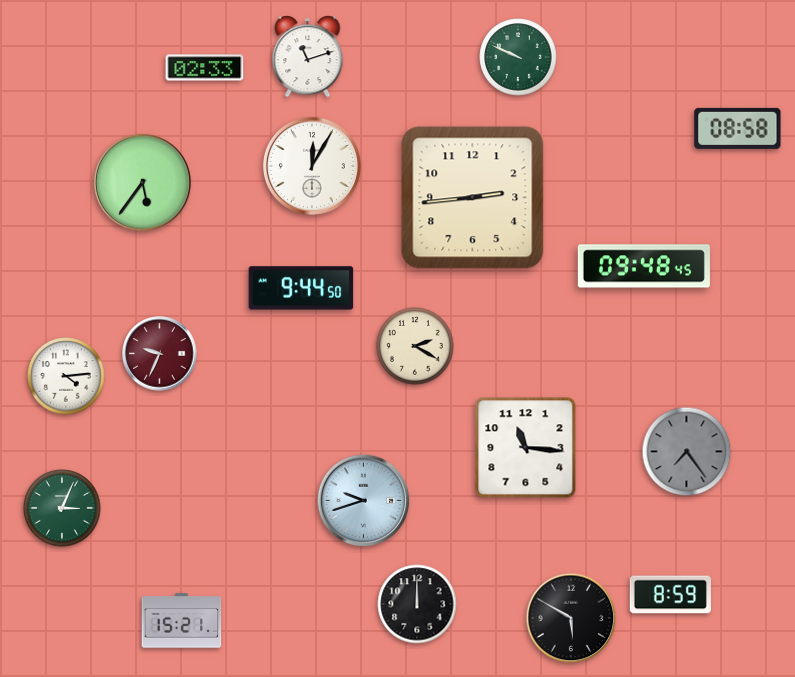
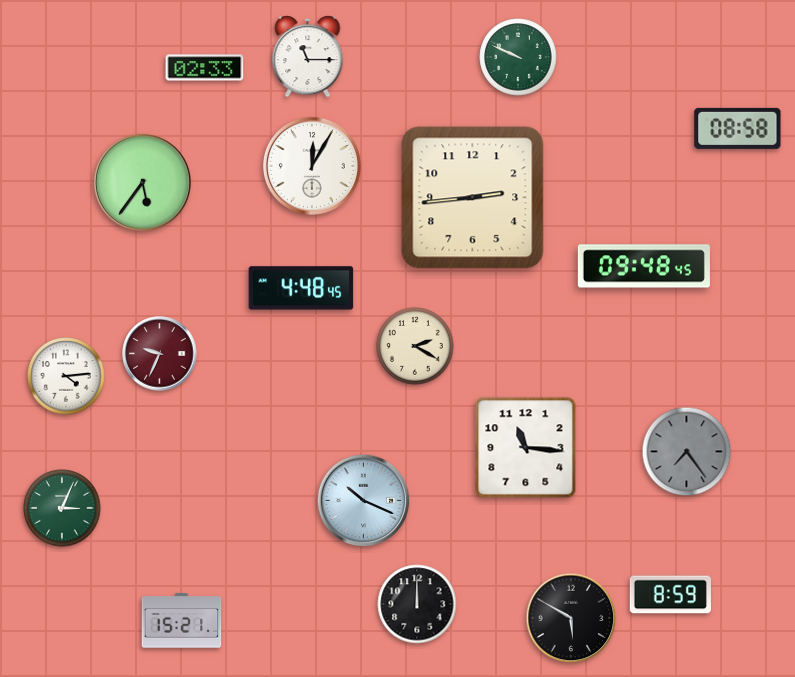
clock at (308, 57): 11:12 -> 11:15
clock at (301, 288): 9:44 -> 4:48
clock at (364, 501): 9:42 -> 10:19
